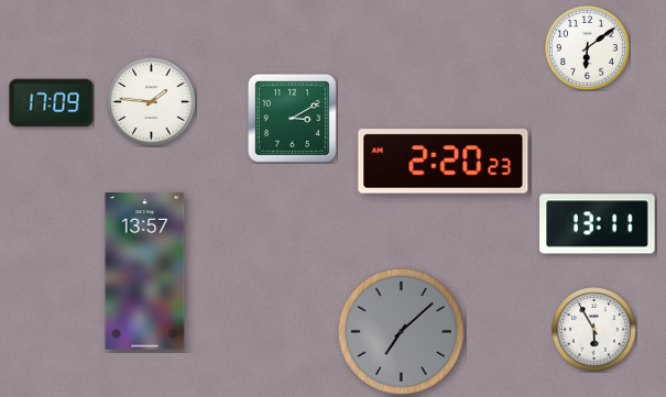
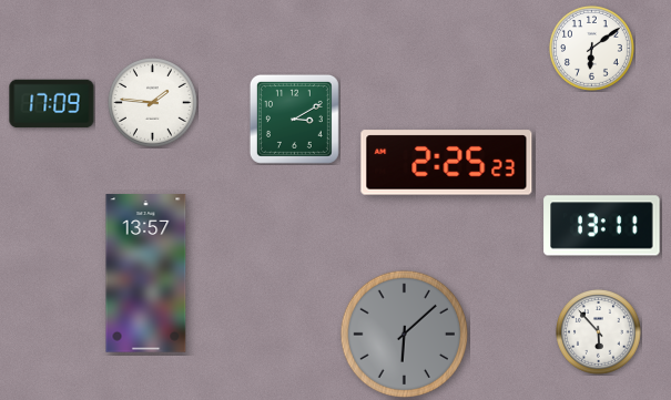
clock at (444, 162): 2:20 -> 2:25
clock at (594, 330): 5:55 -> 5:53
clock at (401, 331): 7:08 -> 6:08
